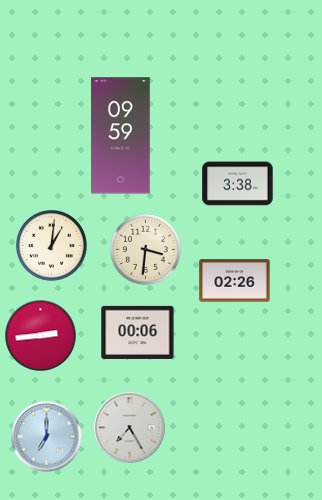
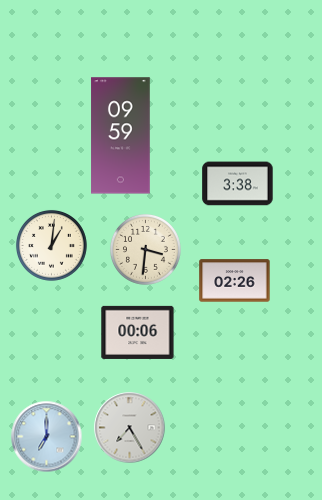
clock at (41, 336): 2:44 -> none
